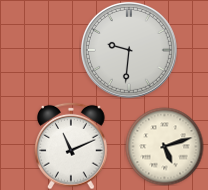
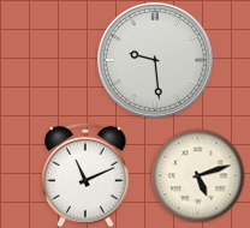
clock at (129, 50): 9:31 -> 9:29
